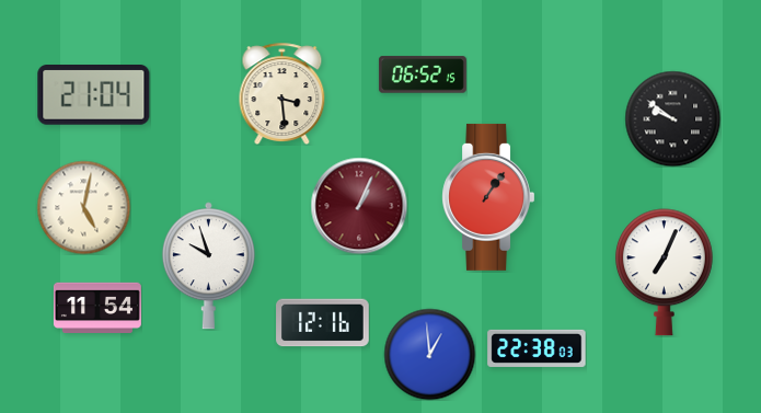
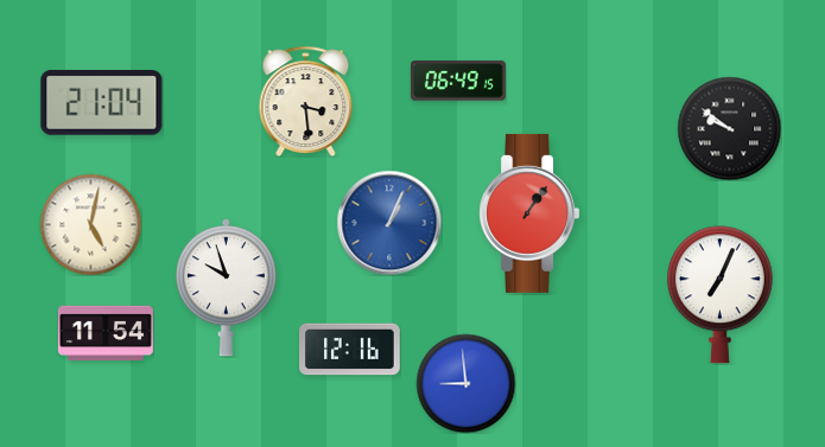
clock at (423, 74): 06:52 -> 06:49
clock at (359, 206) dial: burgundy -> blue
clock at (537, 348): 22:38 -> none
clock at (429, 354): 12:59 -> 8:59
